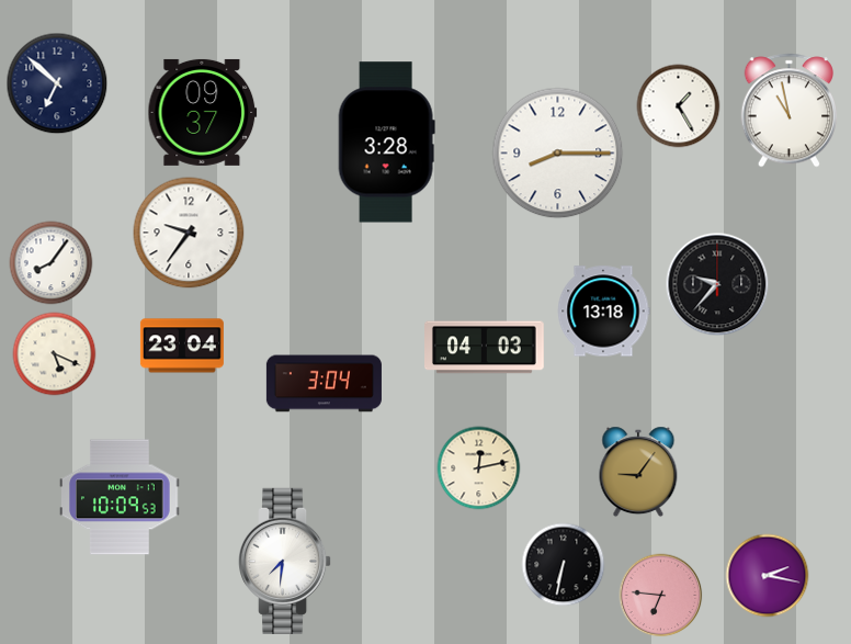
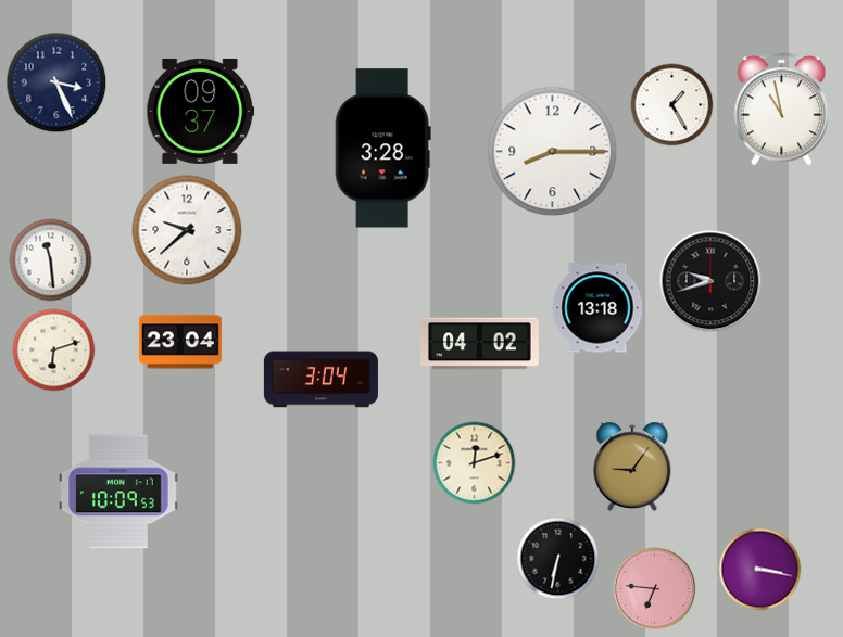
clock at (57, 83): 6:52 -> 3:26
clock at (386, 143) position: (386, 143) -> (382, 149)
clock at (189, 233): 9:36 -> 9:38
clock at (52, 263): 8:06 -> 11:29
clock at (717, 284): 9:37 -> 9:42
clock at (485, 348): 04:03 -> 04:02
clock at (55, 354): 5:19 -> 6:12
clock at (479, 468): 12:13 -> 12:12
clock at (286, 561): 7:31 -> none
clock at (768, 576): 2:17 -> 3:17
